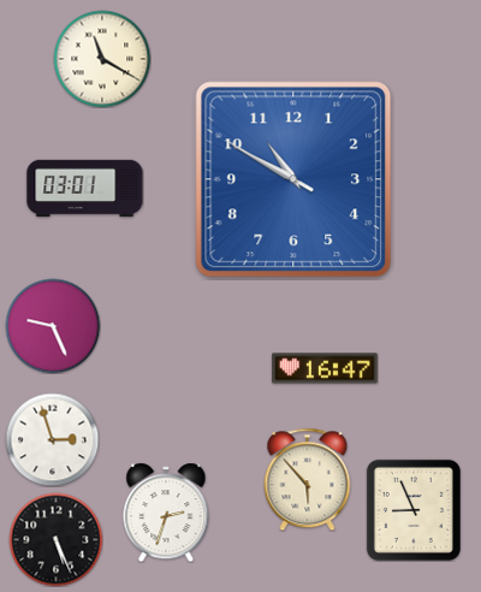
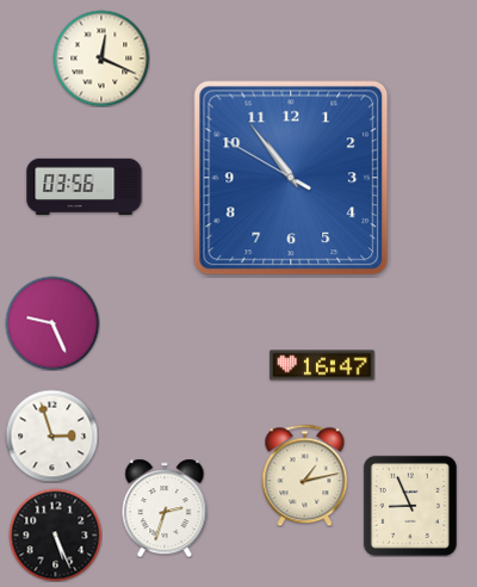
clock at (102, 59): 11:20 -> 12:19
clock at (293, 179): 10:49 -> 10:53
clock at (85, 189): 03:01 -> 03:56
clock at (308, 479): 5:53 -> 1:13
